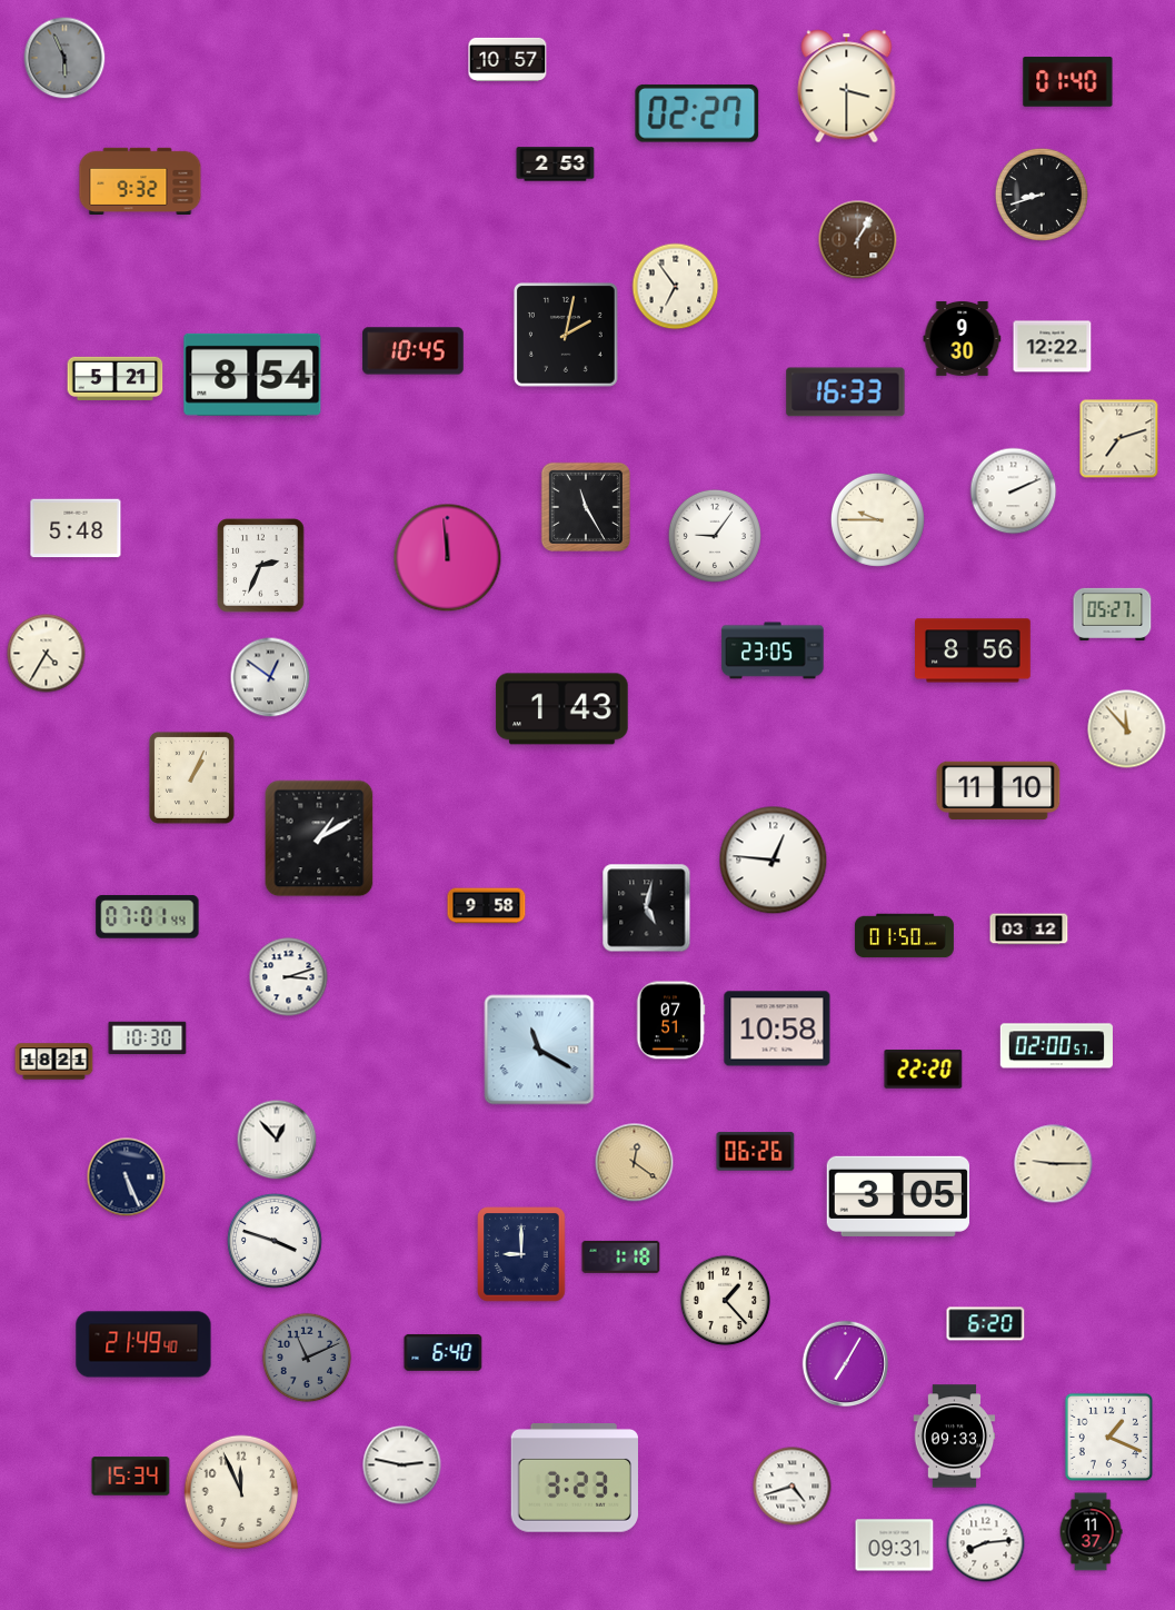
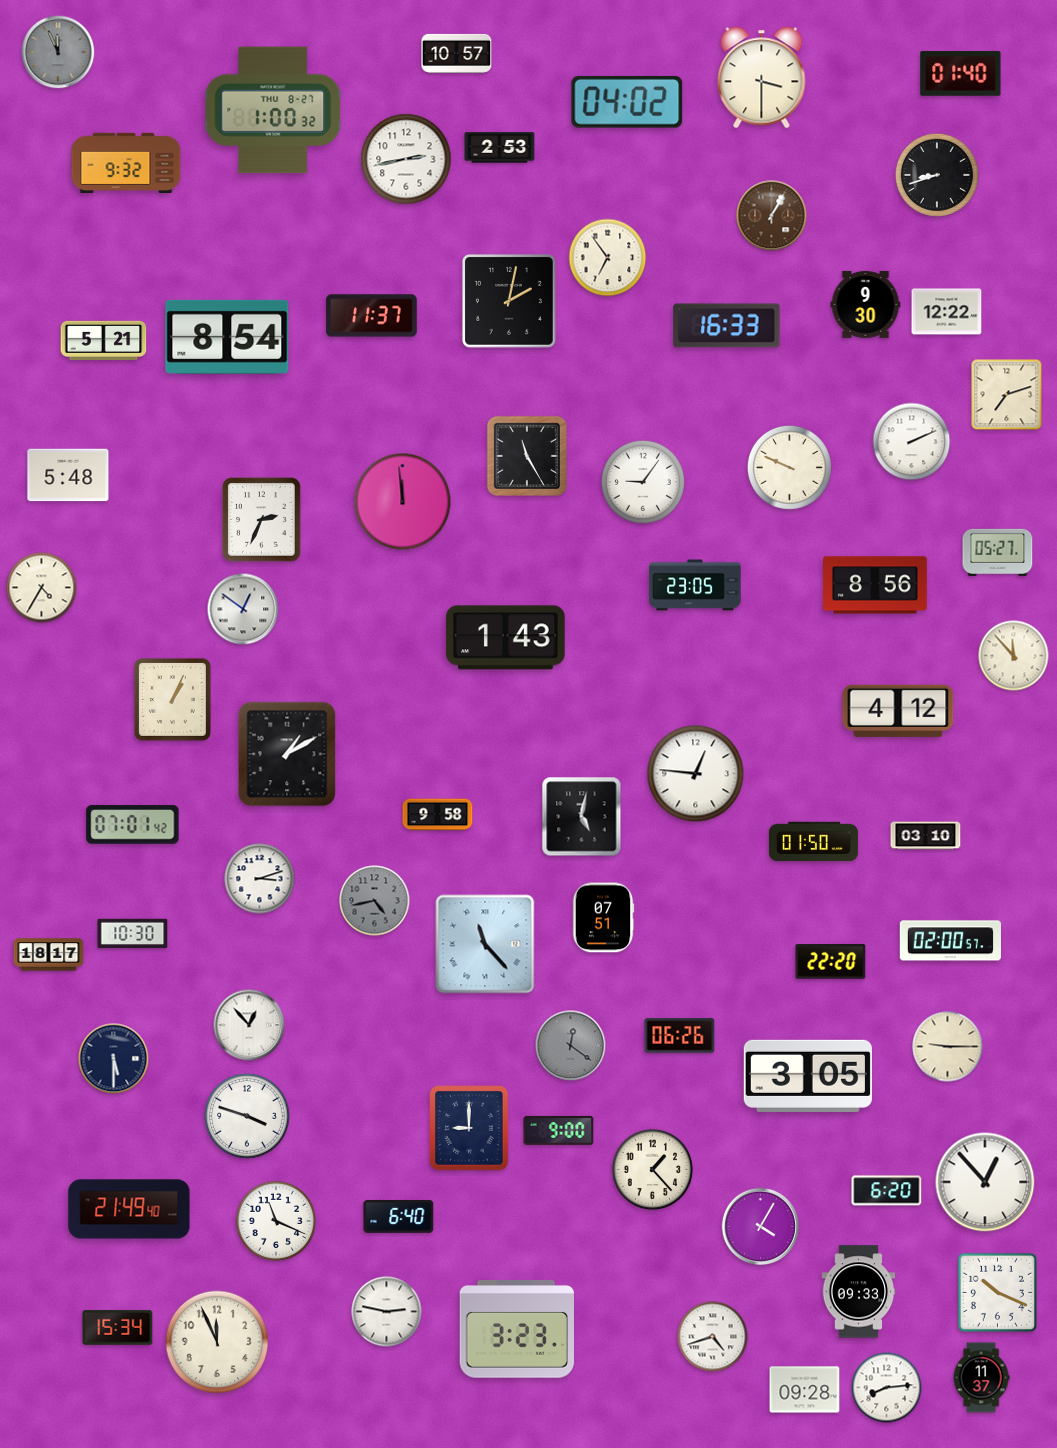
clock at (64, 58): 5:56 -> 11:56
clock at (697, 113): 02:27 -> 04:02
clock at (274, 110): none -> 1:00
clock at (406, 159): none -> 2:43
clock at (414, 351): 10:45 -> 11:37
clock at (846, 392) position: (846, 392) -> (727, 326)
clock at (877, 519): 9:45 -> 9:49
clock at (261, 566) position: (261, 566) -> (262, 520)
clock at (1113, 614) position: (1113, 614) -> (998, 552)
clock at (998, 791): 11:10 -> 4:12
clock at (148, 917): 07:01:44 -> 07:01:42
clock at (1029, 930): 03:12 -> 03:10
clock at (375, 901): none -> 4:43
clock at (777, 1028): 10:58 -> none
clock at (539, 1050): 11:20 -> 11:23
clock at (54, 1062): 18:21 -> 18:17
clock at (635, 1163) dial: champagne -> grey
clock at (127, 1177): 5:26 -> 5:30
clock at (621, 1256): 1:18 -> 9:00
clock at (985, 1182): none -> 12:53
clock at (307, 1358): 11:11 -> 11:19
clock at (307, 1358) dial: grey -> white
clock at (846, 1364): 7:05 -> 4:05
clock at (1108, 1437): 1:19 -> 10:19
clock at (402, 1465) position: (402, 1465) -> (387, 1312)
clock at (895, 1546): 09:31 -> 09:28
